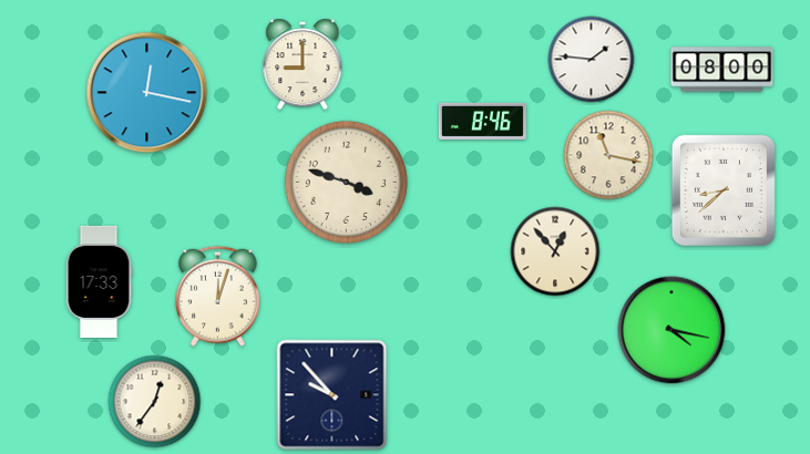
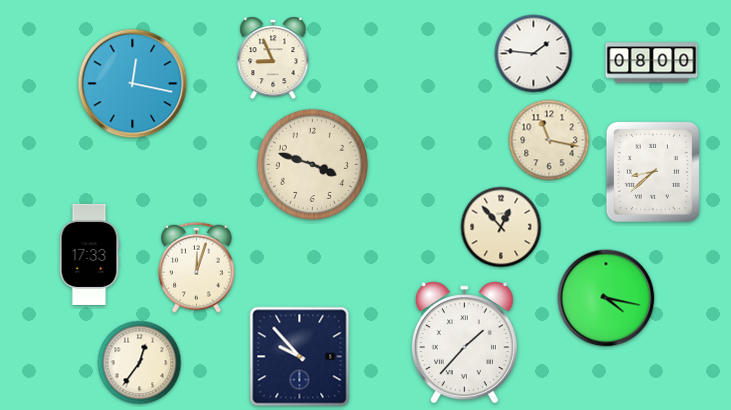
clock at (303, 64): 9:00 -> 8:56
clock at (482, 121): 8:46 -> none
clock at (464, 343): none -> 1:37
